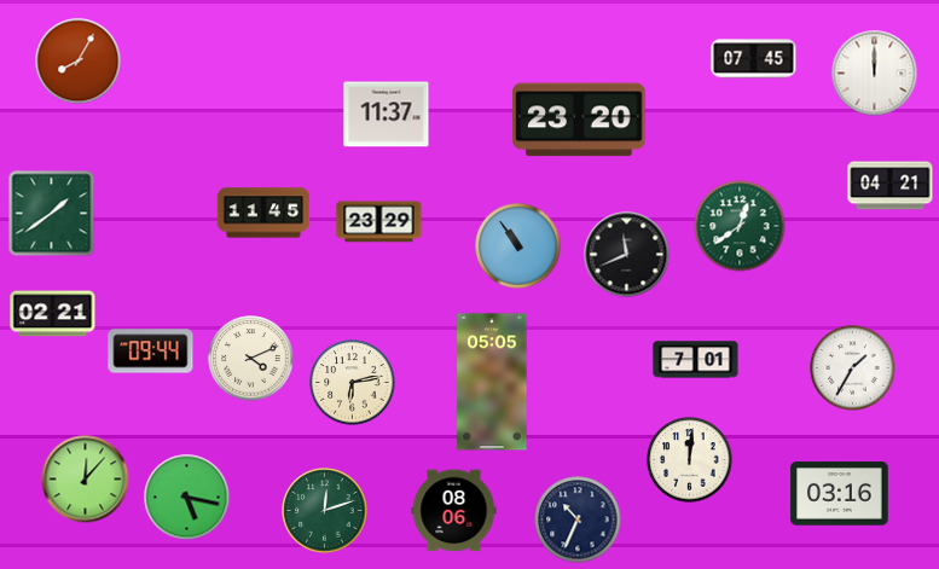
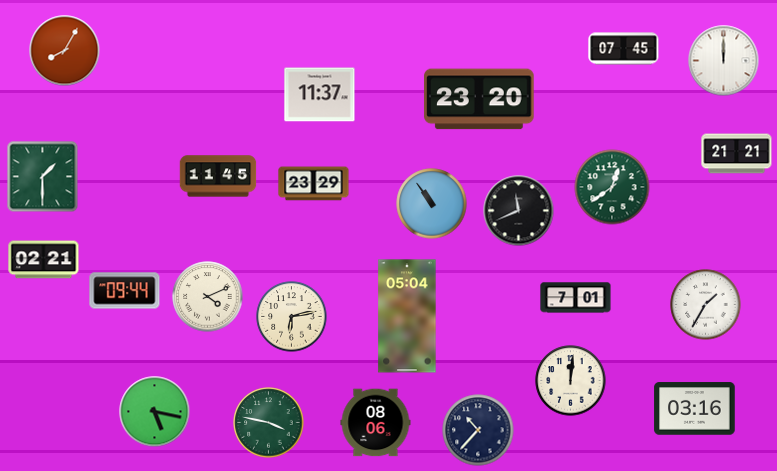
clock at (891, 186): 04:21 -> 21:21
clock at (52, 214): 1:39 -> 1:30
clock at (518, 246) position: (518, 246) -> (432, 204)
clock at (492, 382): 05:05 -> 05:04
clock at (86, 480): 12:07 -> none
clock at (325, 511): 12:12 -> 3:47
clock at (578, 519): 10:34 -> 10:37
